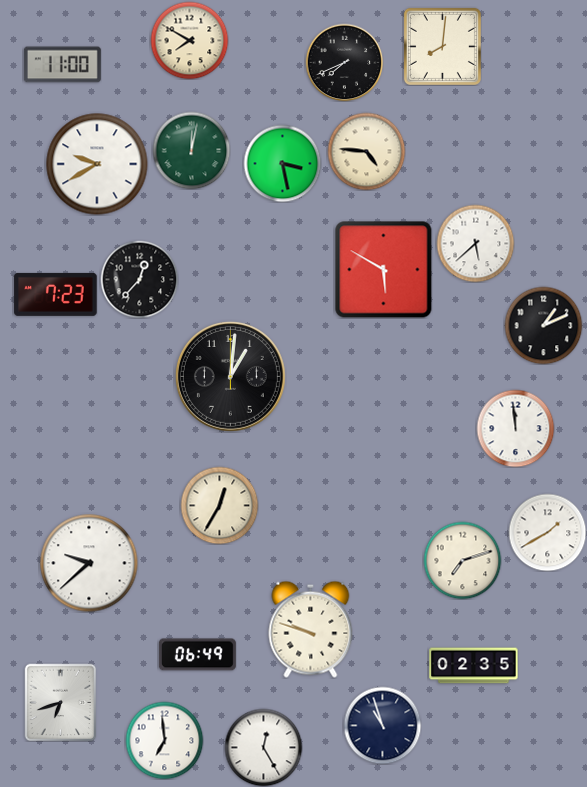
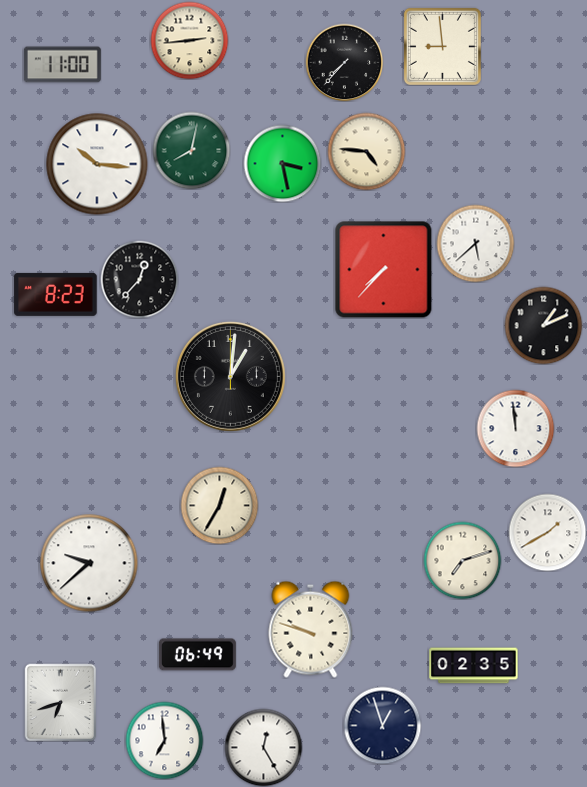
clock at (189, 40): 7:50 -> 2:44
clock at (442, 46): 8:01 -> 8:59
clock at (344, 62): 7:41 -> 7:37
clock at (191, 150): 12:02 -> 8:02
clock at (97, 164): 9:40 -> 10:16
clock at (384, 270): 5:50 -> 7:37
clock at (56, 294): 7:23 -> 8:23
clock at (382, 725): 10:57 -> 12:57
